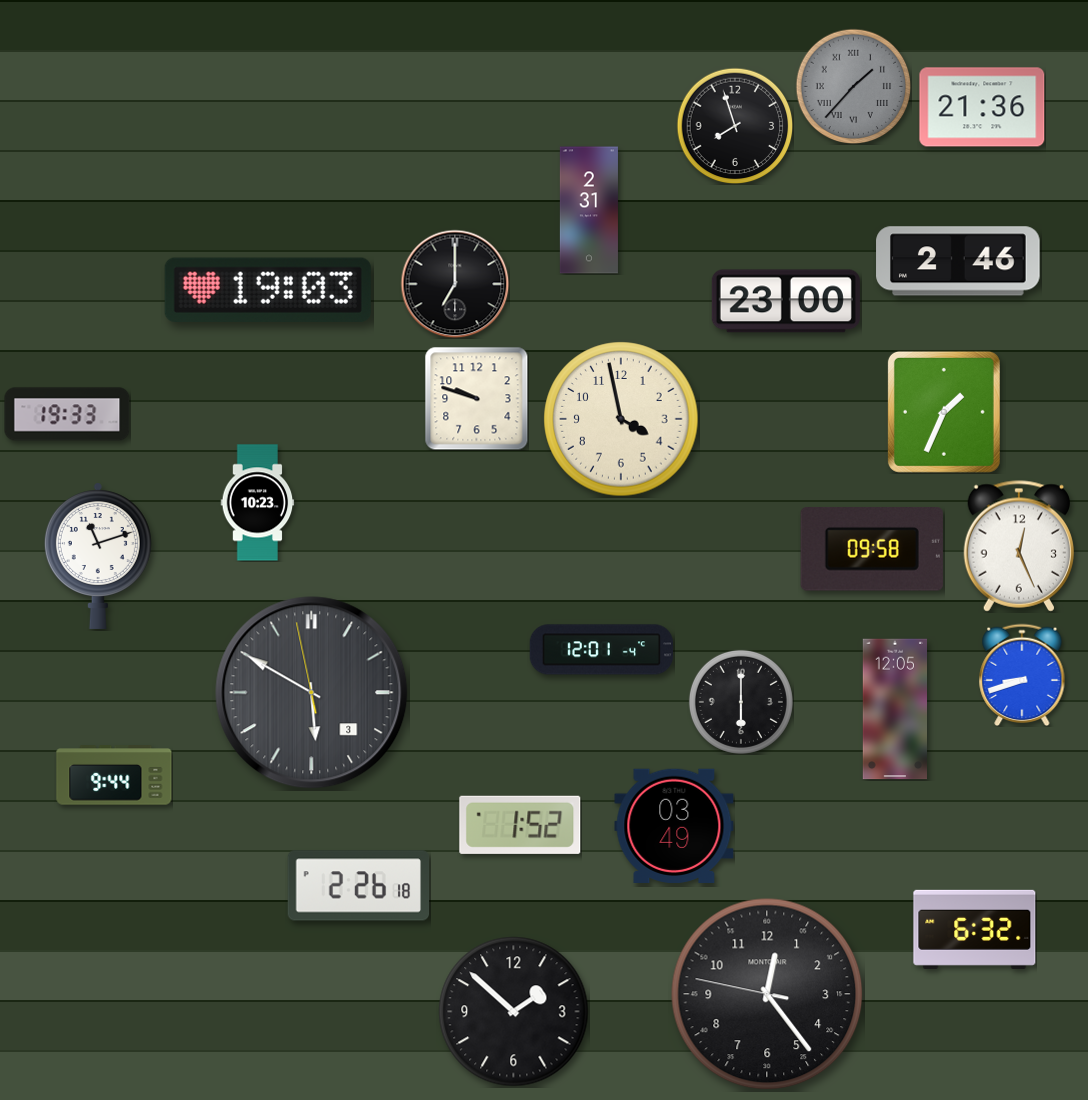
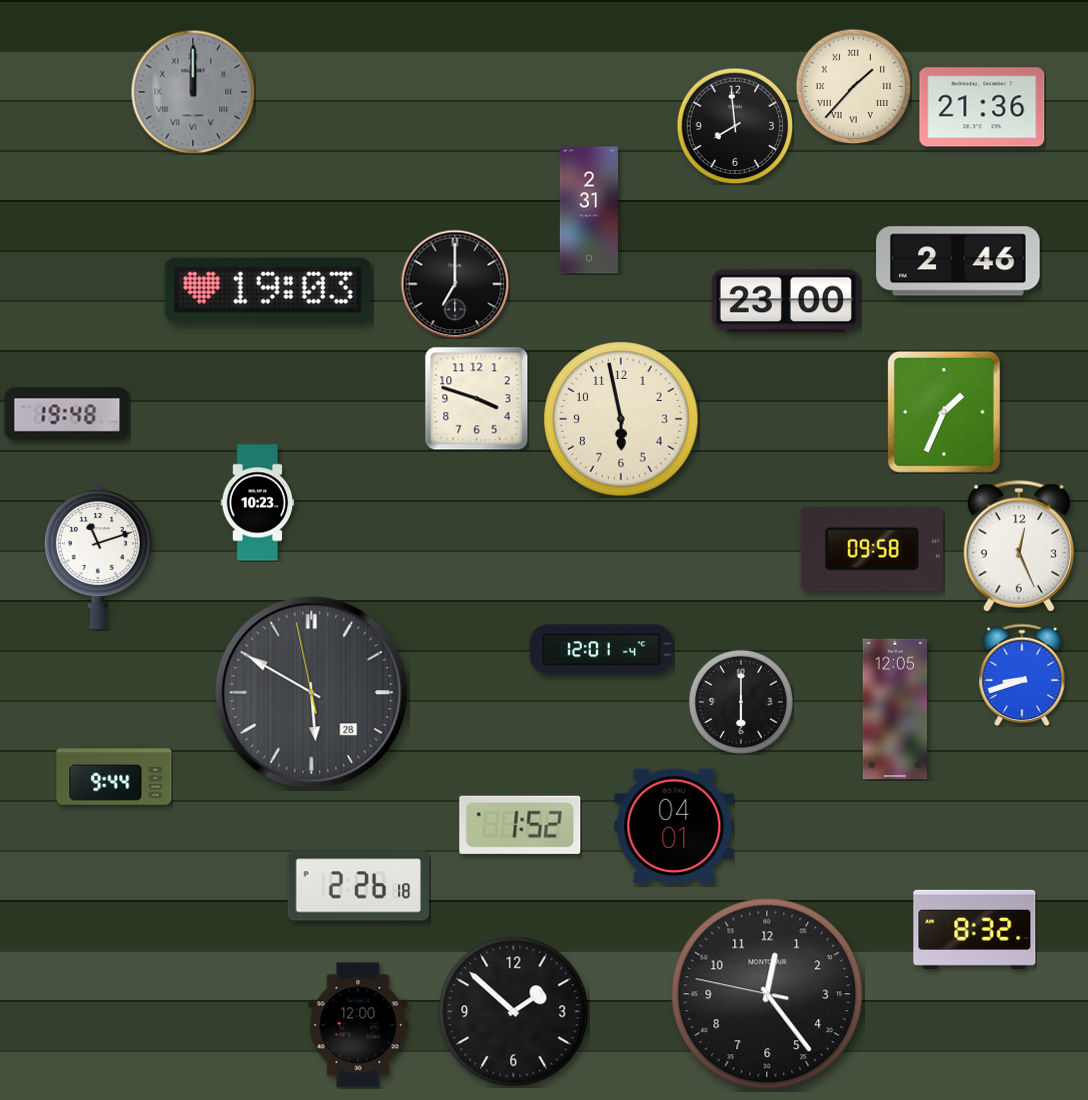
clock at (853, 86) dial: grey -> cream
clock at (193, 92): none -> 12:00
clock at (735, 126): 7:57 -> 7:59
clock at (476, 398): 9:48 -> 3:48
clock at (67, 414): 19:33 -> 19:48
clock at (621, 419): 3:58 -> 5:58
clock at (312, 693) date: 3 -> 28
clock at (674, 826): 03:49 -> 04:01
clock at (975, 929): 6:32 -> 8:32
clock at (358, 1025): none -> 12:00
